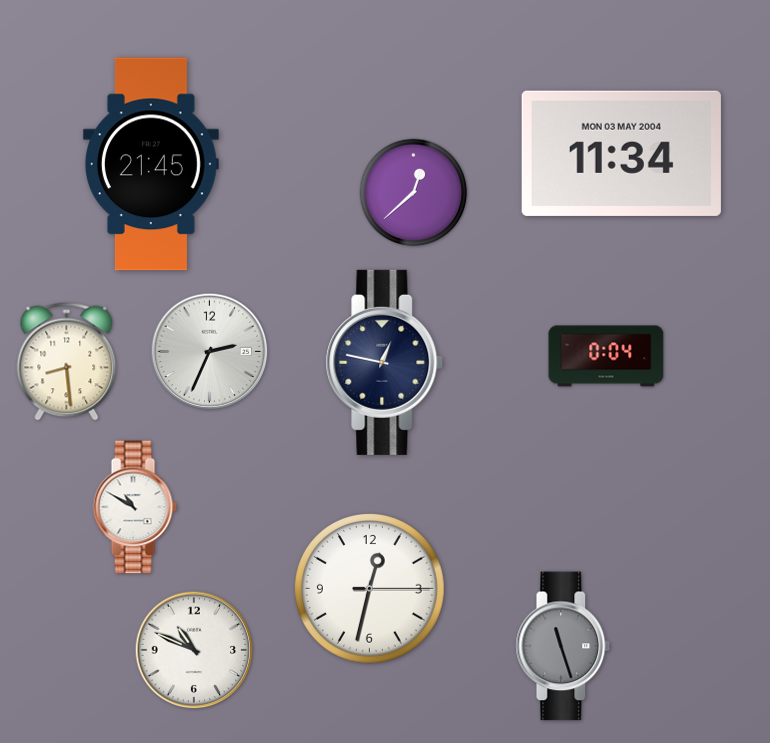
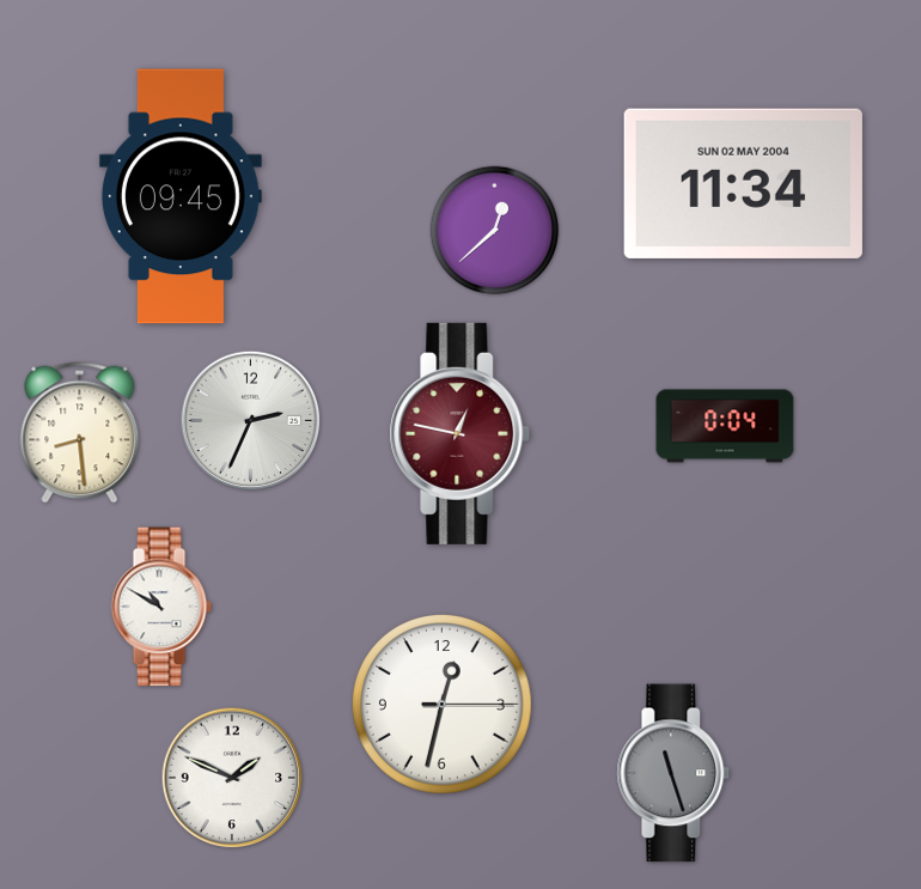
clock at (621, 153) date: MON 03 MAY 2004 -> SUN 02 MAY 2004
clock at (151, 164): 21:45 -> 09:45
clock at (385, 362) dial: navy -> burgundy
clock at (194, 650): 10:49 -> 1:49
